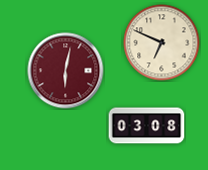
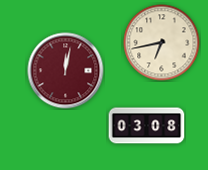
clock at (162, 43): 6:49 -> 6:43
clock at (66, 71): 6:02 -> 12:02
